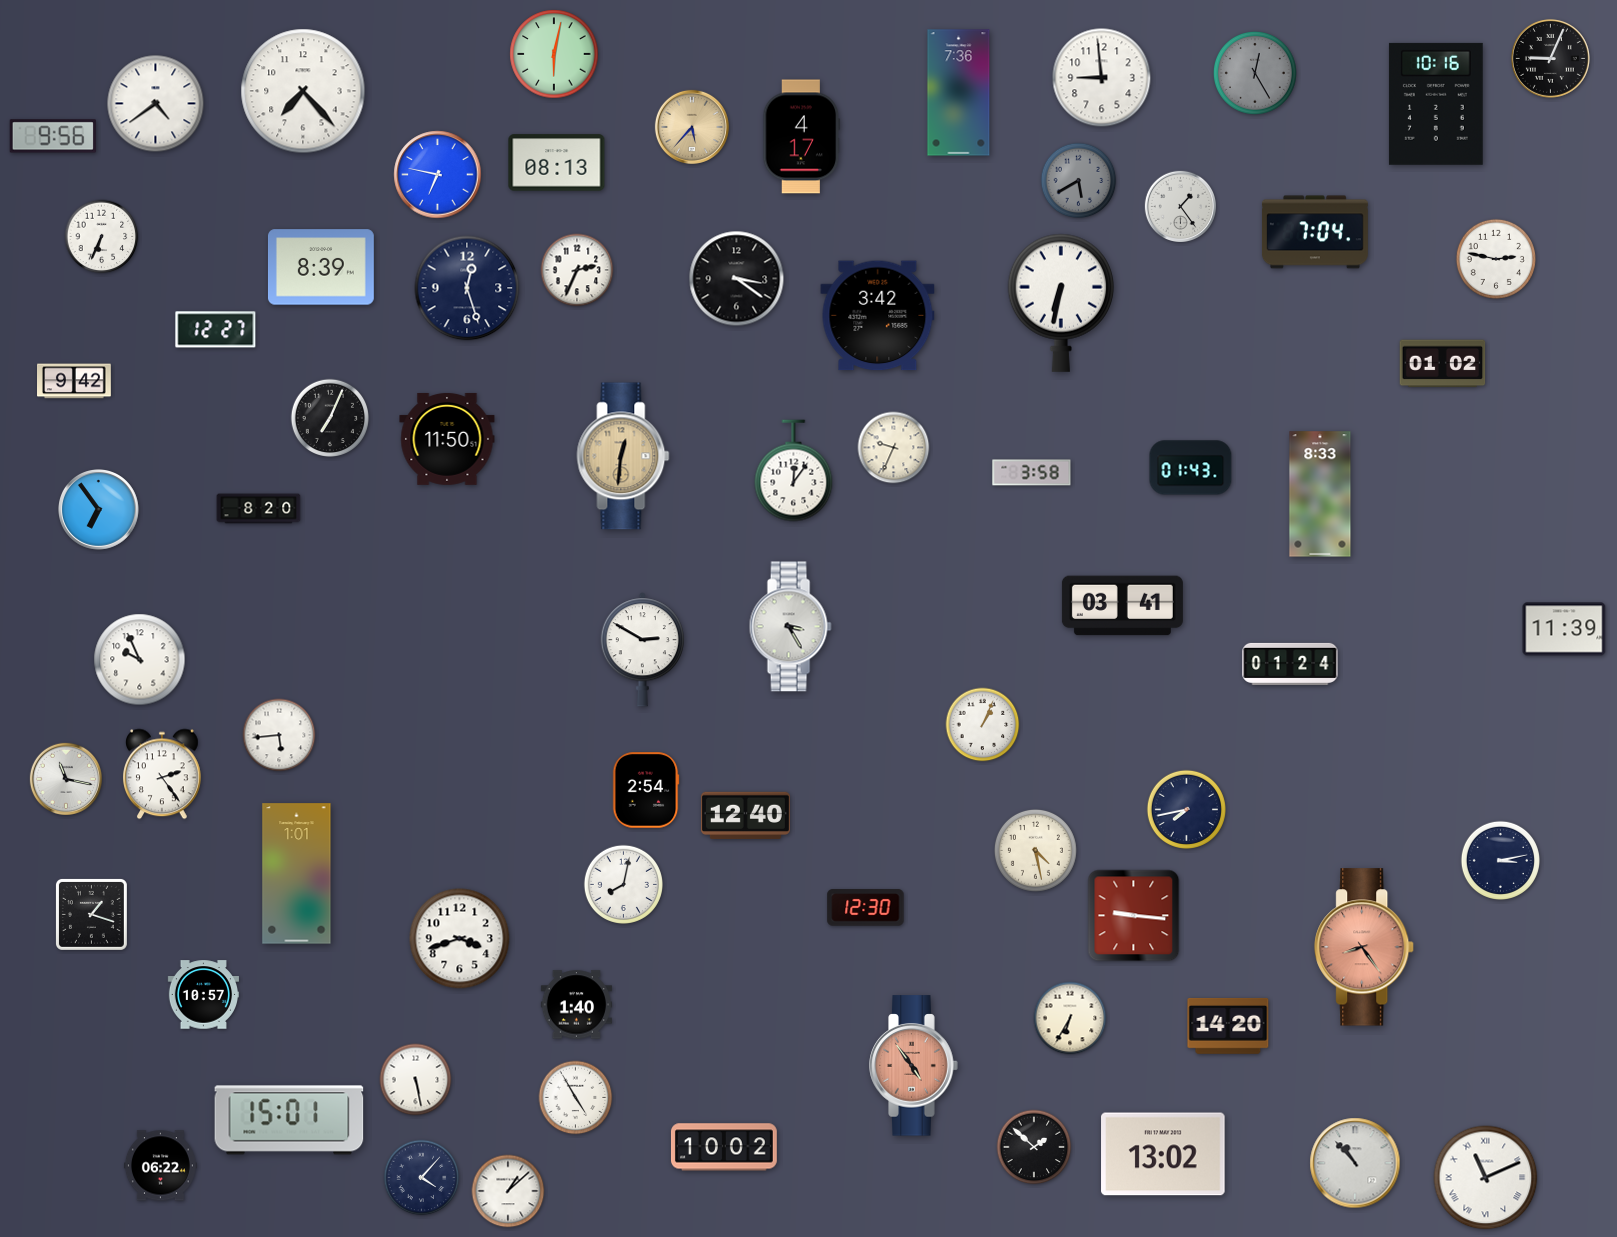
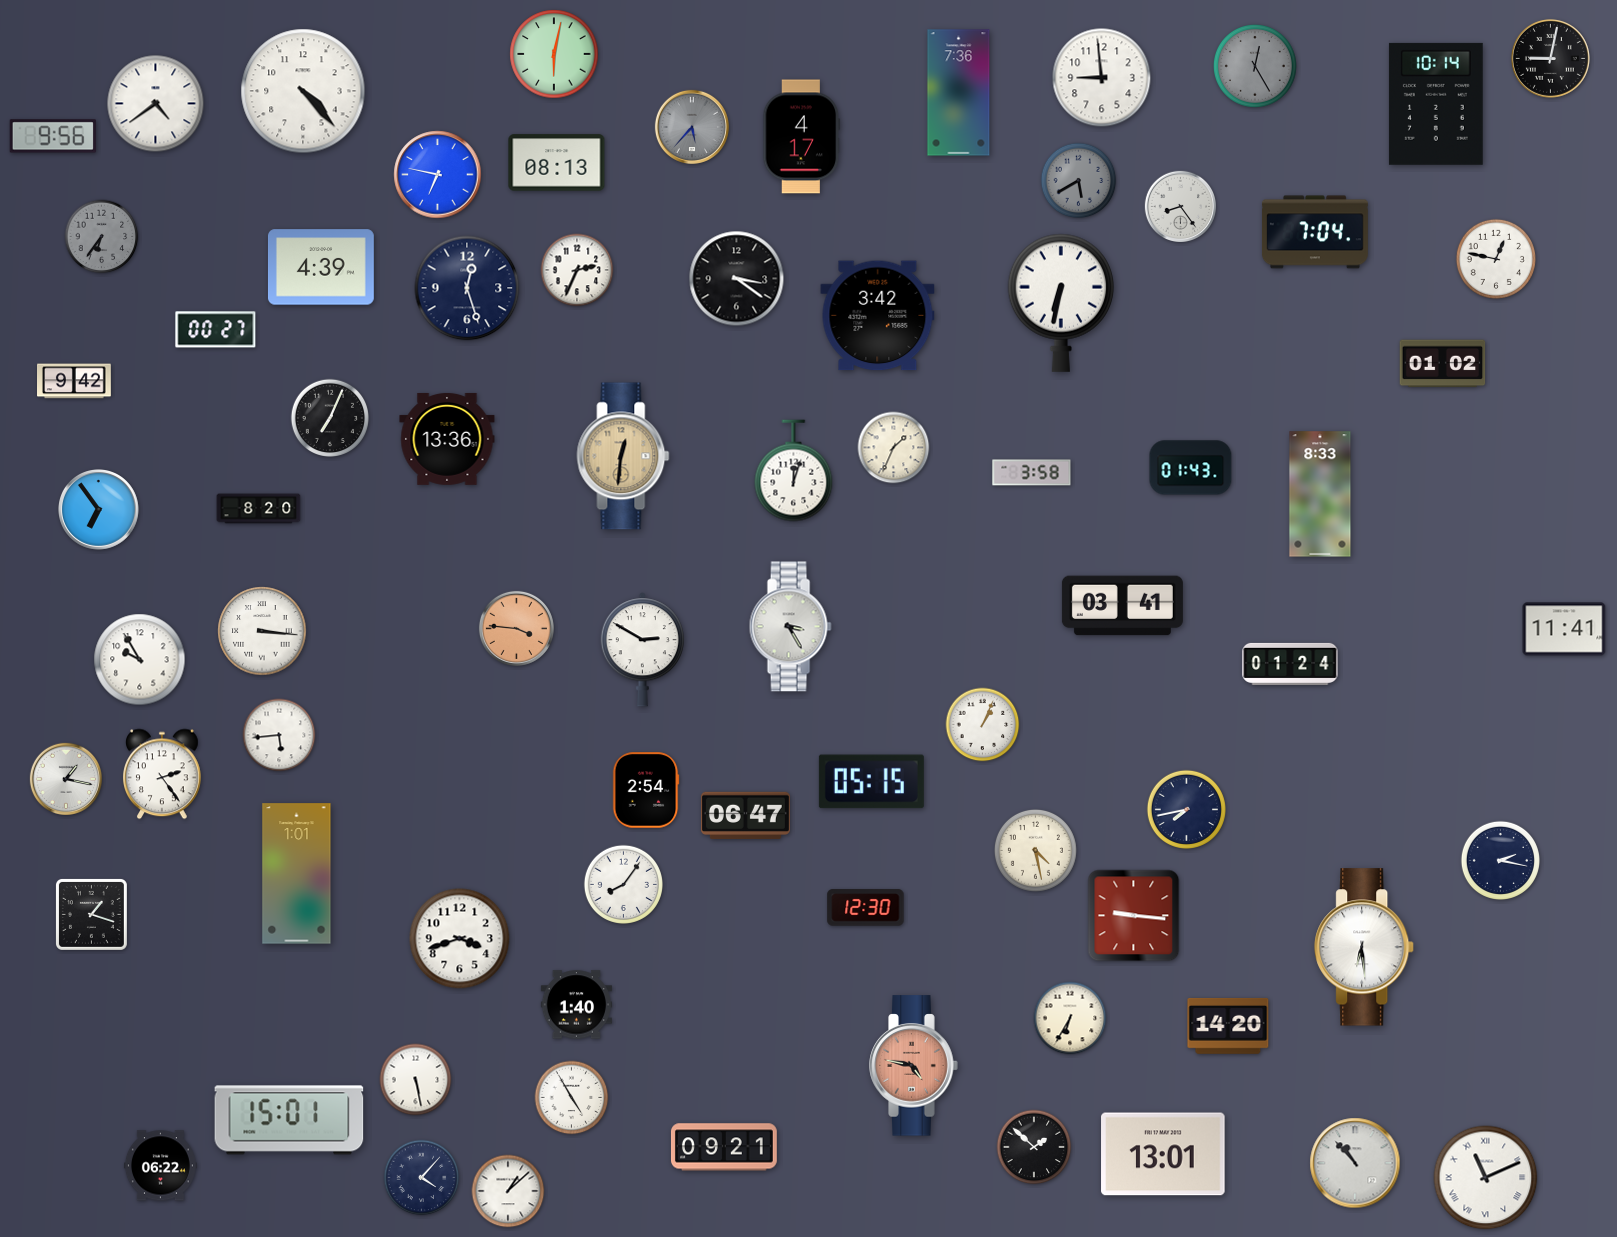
clock at (1550, 58): 9:04 -> 9:02
clock at (1255, 73) position: (1255, 73) -> (1255, 66)
clock at (303, 91): 7:23 -> 4:23
clock at (1436, 104): 10:16 -> 10:14
clock at (692, 127) dial: champagne -> grey
clock at (1180, 206): 1:24 -> 8:24
clock at (102, 237): 6:34 -> 6:36
clock at (102, 237) dial: white -> grey
clock at (1496, 259): 2:47 -> 12:47
clock at (321, 267): 8:39 -> 4:39
clock at (216, 330): 12:27 -> 00:27
clock at (447, 439): 11:50 -> 13:36
clock at (894, 448): 9:34 -> 1:34
clock at (794, 471): 12:06 -> 12:03
clock at (516, 628): none -> 3:46
clock at (1564, 629): 11:39 -> 11:41
clock at (262, 631): none -> 3:16
clock at (140, 660): 9:56 -> 9:55
clock at (65, 778): 11:17 -> 1:17
clock at (871, 782): none -> 05:15
clock at (745, 816): 12:40 -> 06:47
clock at (1500, 860): 3:13 -> 2:17
clock at (623, 884): 8:02 -> 8:06
clock at (1365, 947): 8:24 -> 6:29
clock at (1365, 947) dial: salmon -> white
clock at (203, 995): 10:57 -> none
clock at (914, 1066): 4:54 -> 4:47
clock at (576, 1098) position: (576, 1098) -> (572, 1098)
clock at (724, 1147): 10:02 -> 09:21
clock at (1163, 1154): 13:02 -> 13:01
